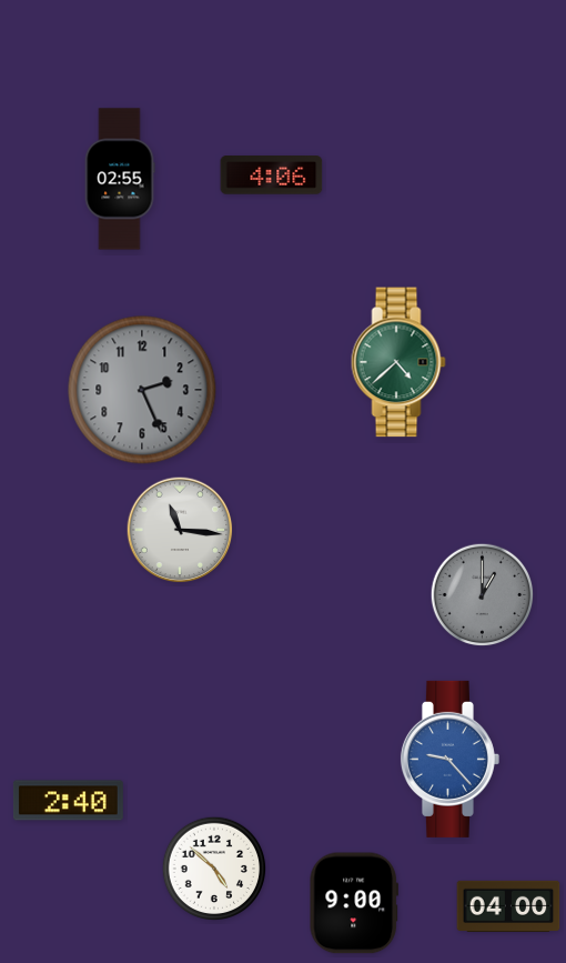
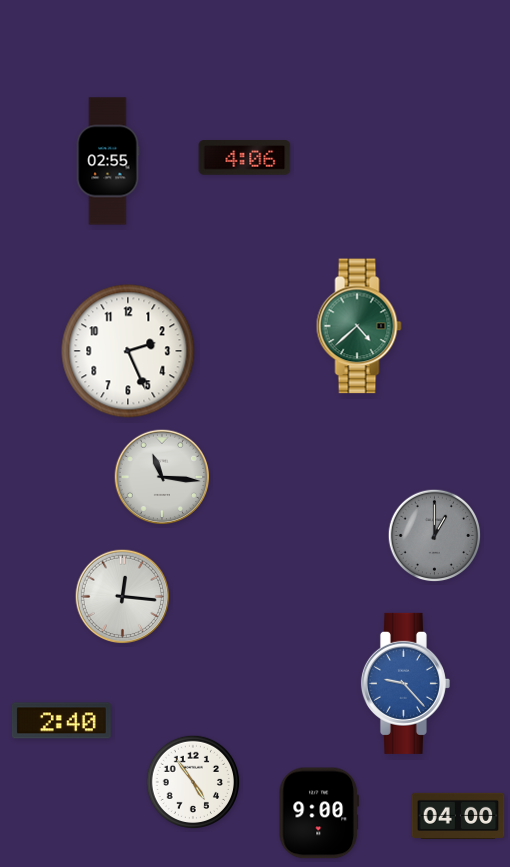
clock at (142, 390) dial: grey -> white
clock at (123, 597): none -> 12:16
clock at (214, 869): 4:52 -> 4:54
